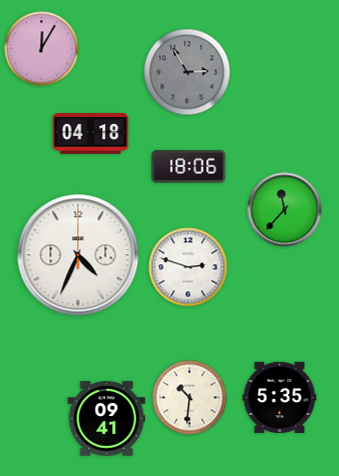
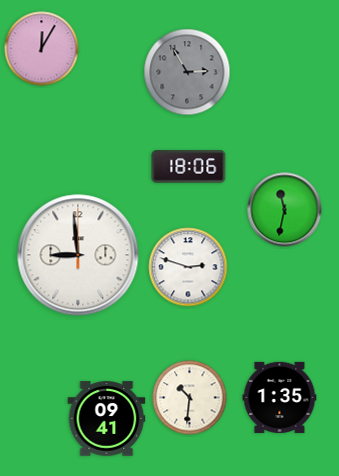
clock at (91, 134): 04:18 -> none
clock at (285, 210): 11:37 -> 11:32
clock at (78, 255): 4:34 -> 8:59
clock at (280, 397): 5:35 -> 1:35
